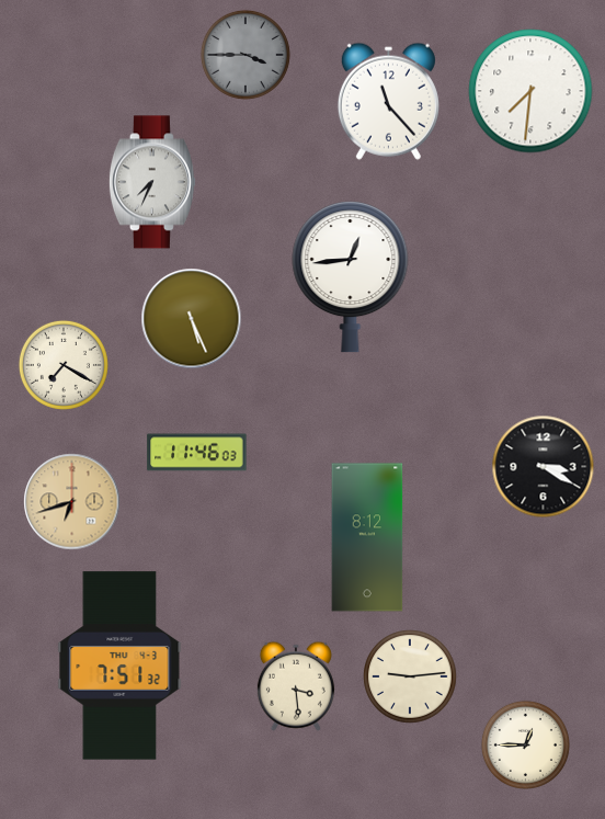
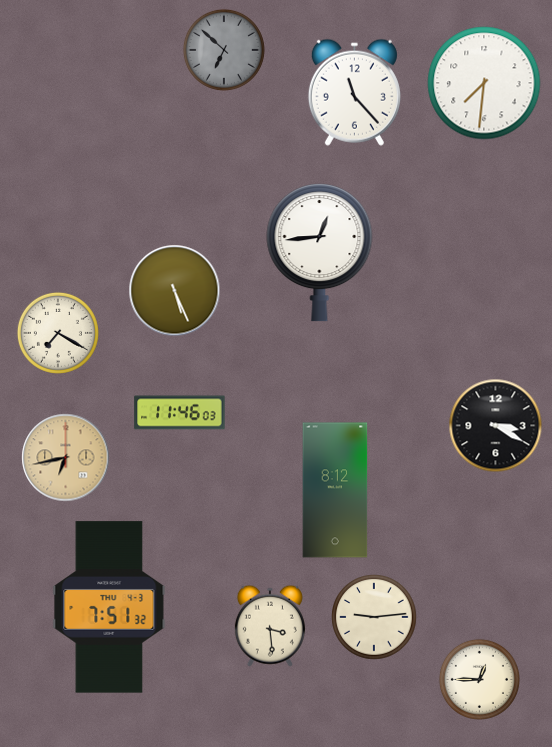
clock at (246, 55): 3:45 -> 6:52
clock at (152, 182): 7:34 -> none
clock at (72, 502): 6:42 -> 6:43
